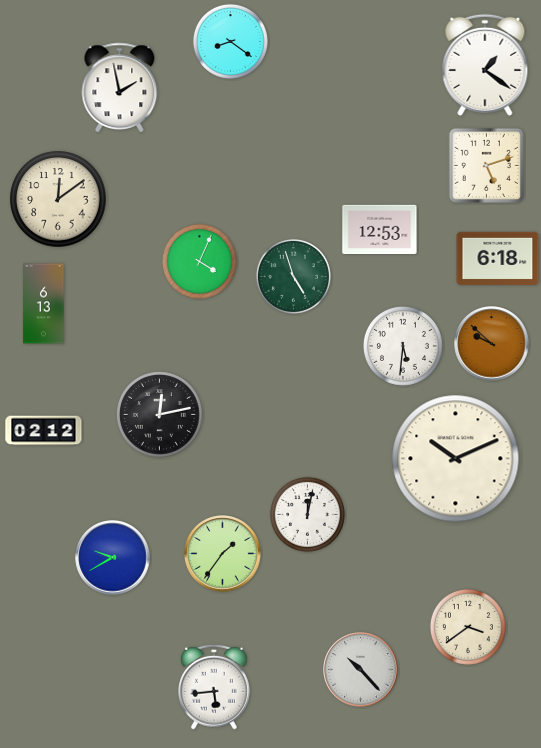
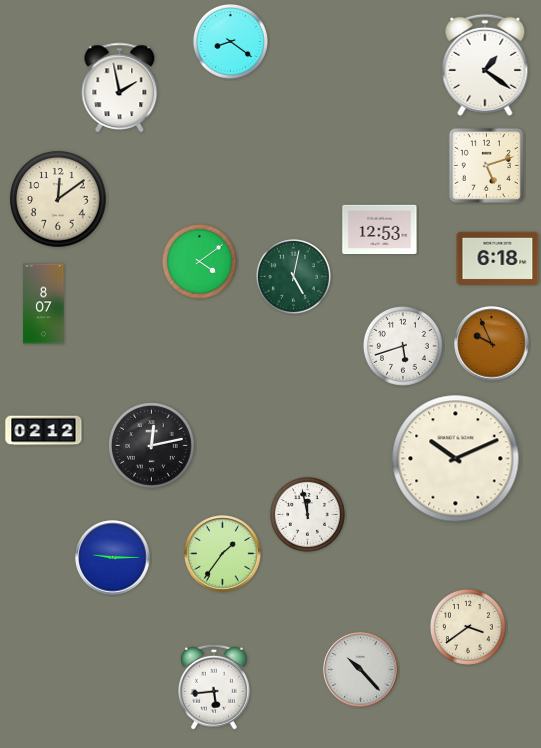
clock at (199, 261): 4:04 -> 4:09
clock at (293, 276): 4:57 -> 5:02
clock at (44, 304): 6:13 -> 8:07
clock at (492, 344): 9:52 -> 9:56
clock at (403, 346): 5:31 -> 5:42
clock at (160, 415) position: (160, 415) -> (152, 446)
clock at (307, 514): 12:02 -> 11:58
clock at (113, 558): 9:40 -> 9:15
